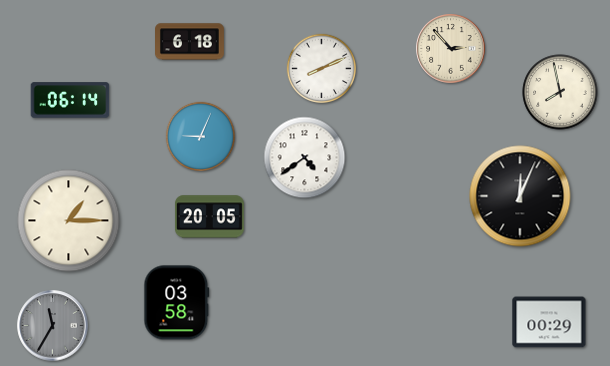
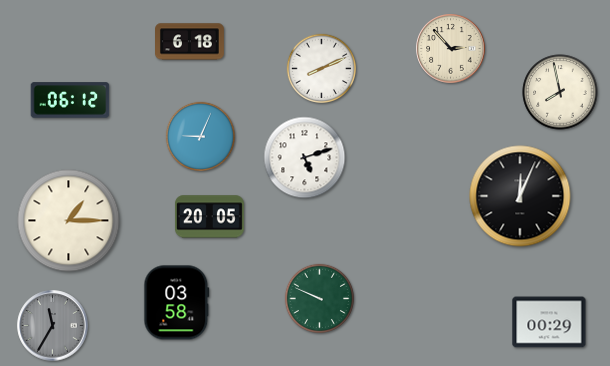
clock at (70, 100): 06:14 -> 06:12
clock at (305, 158): 4:39 -> 5:12
clock at (319, 298): none -> 9:49
